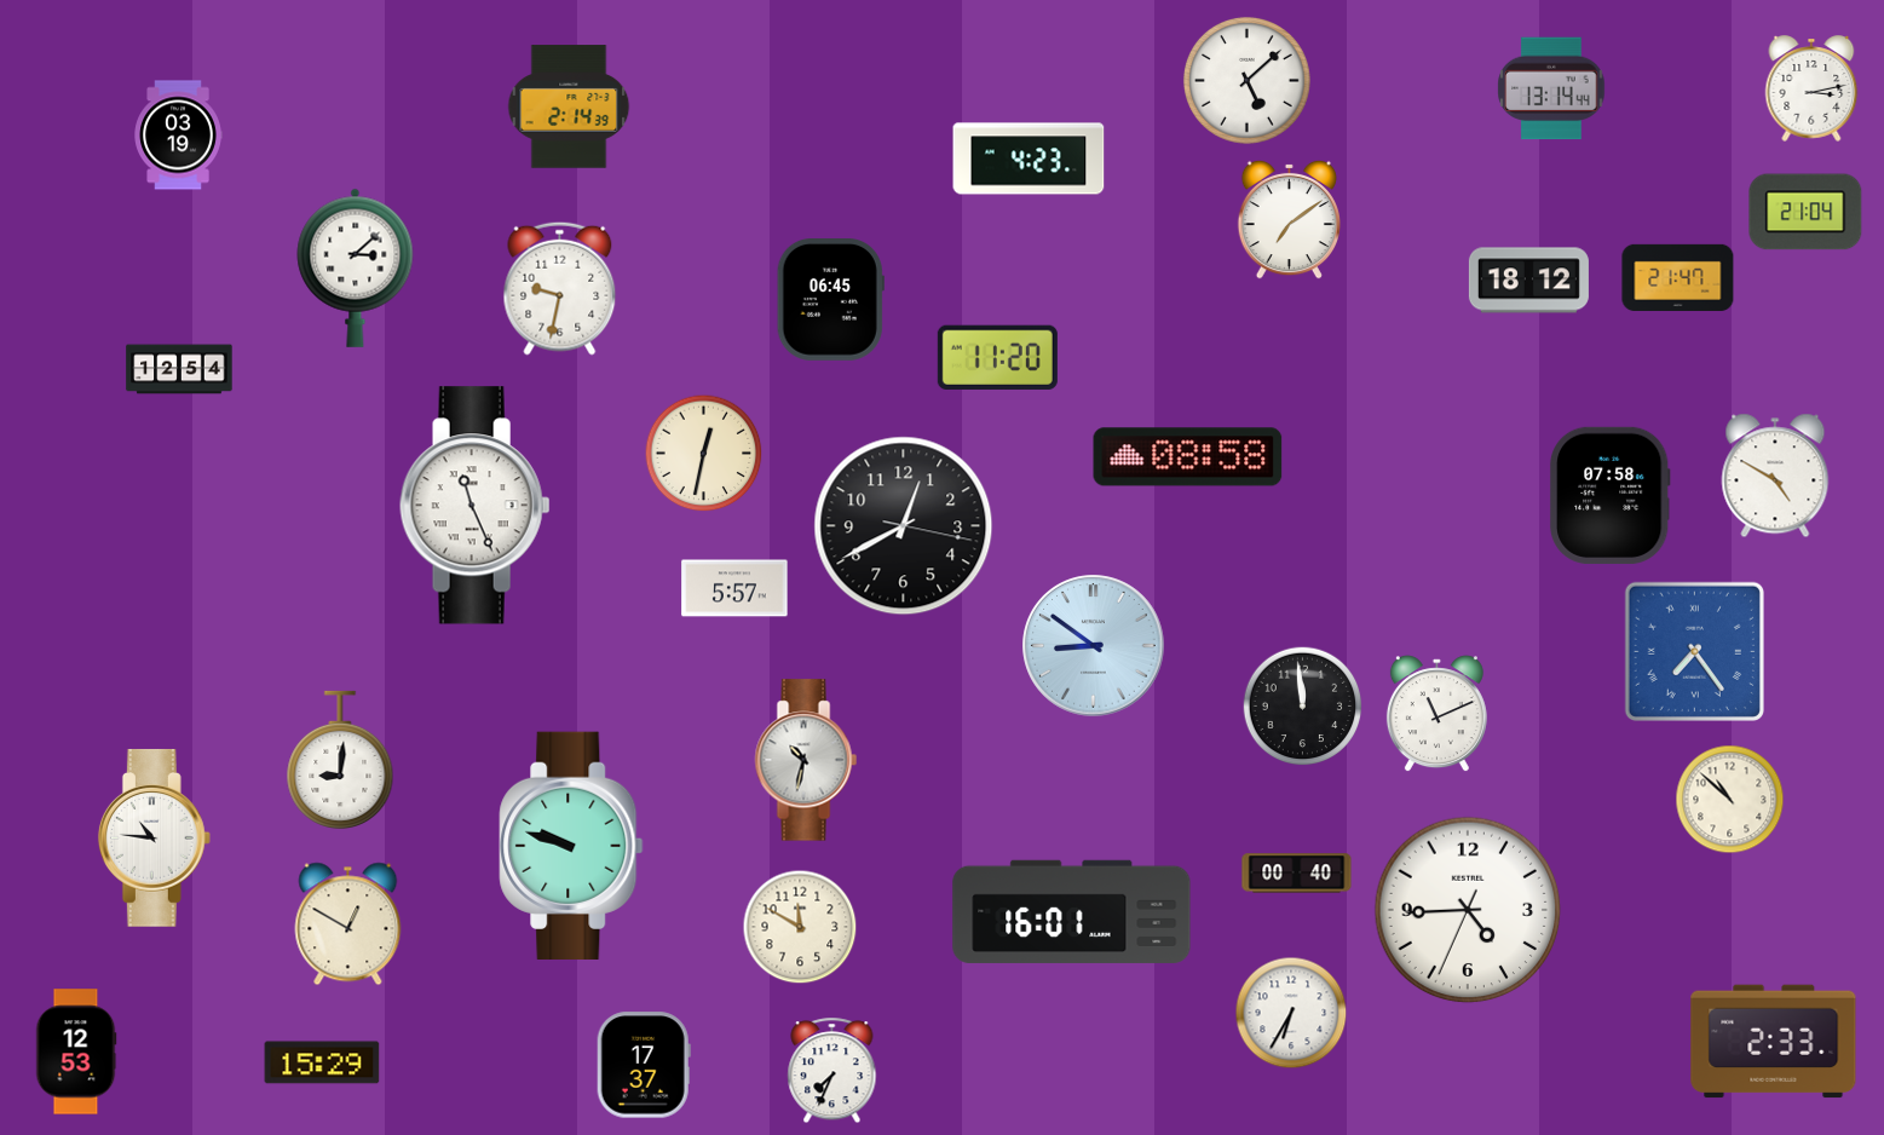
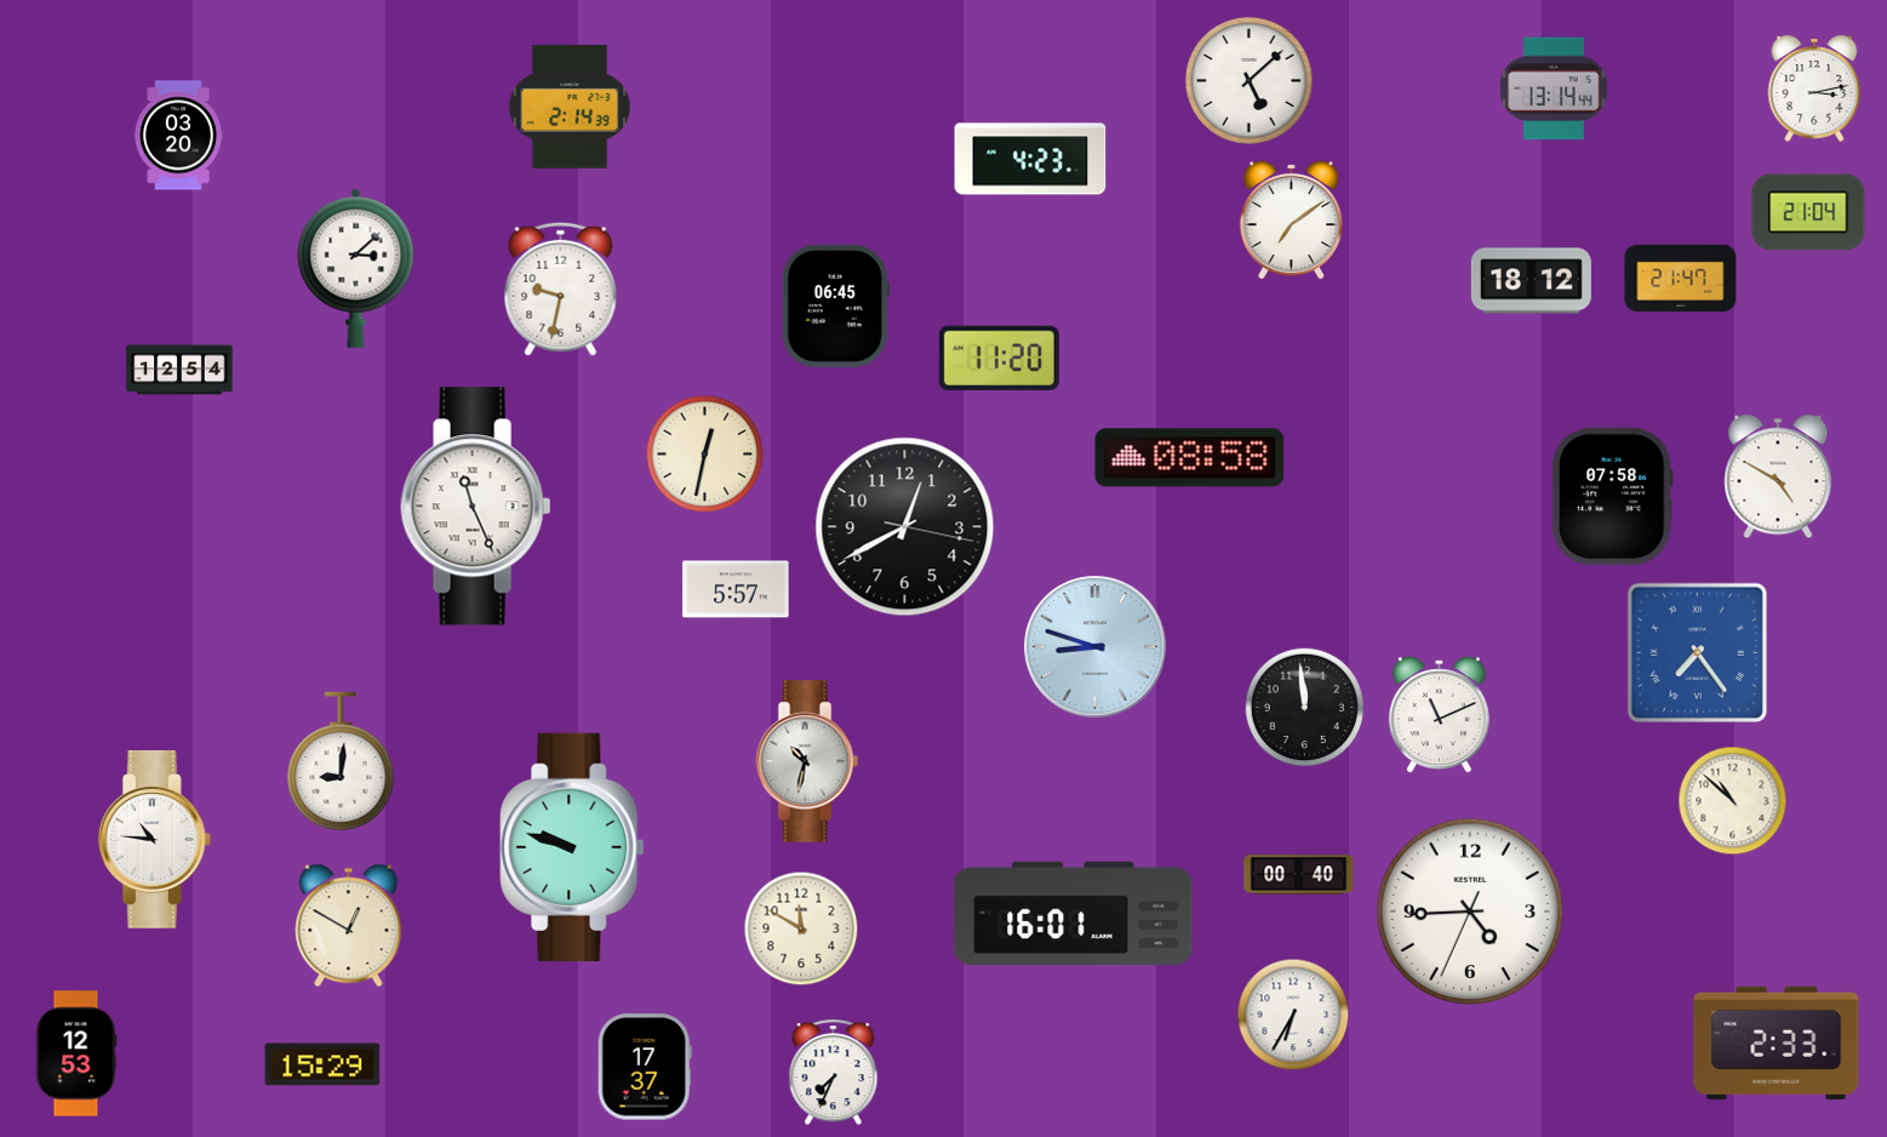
clock at (178, 136): 03:19 -> 03:20
clock at (830, 300) position: (830, 300) -> (835, 307)
clock at (1094, 646): 8:51 -> 8:48
